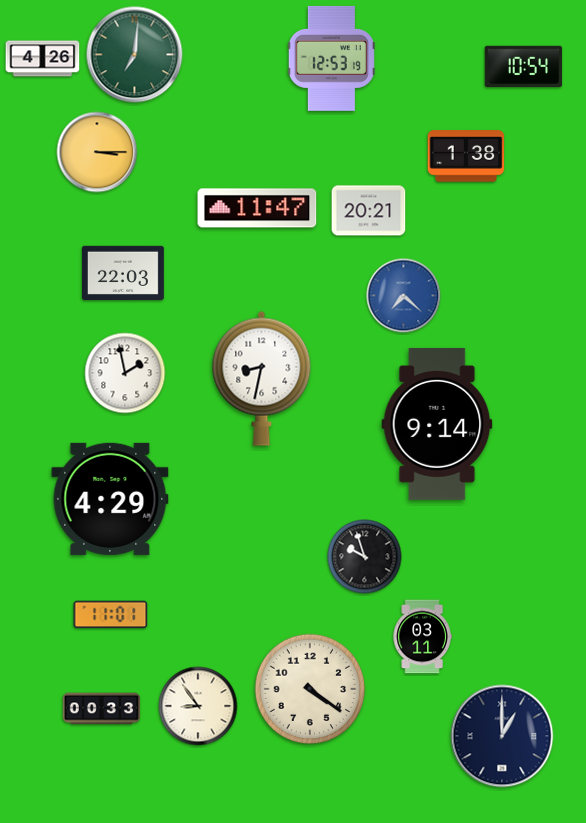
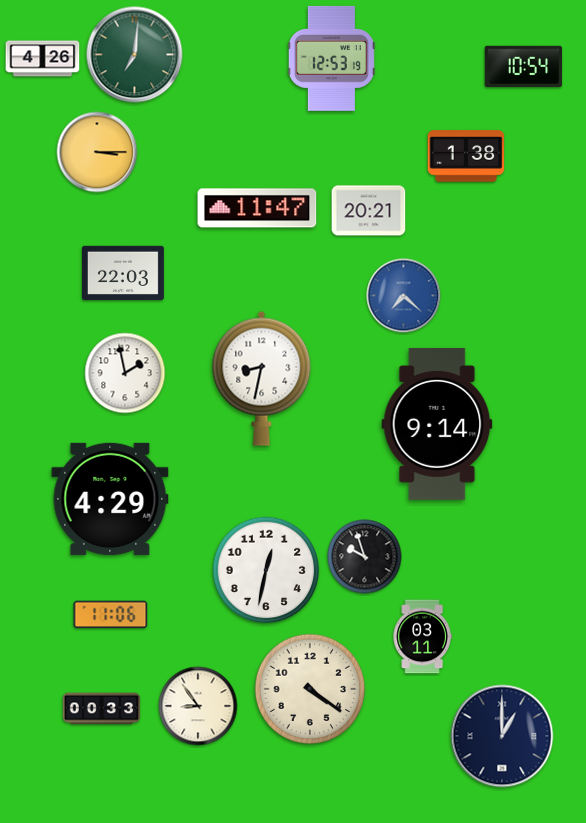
clock at (266, 570): none -> 12:32
clock at (111, 615): 11:01 -> 11:06
